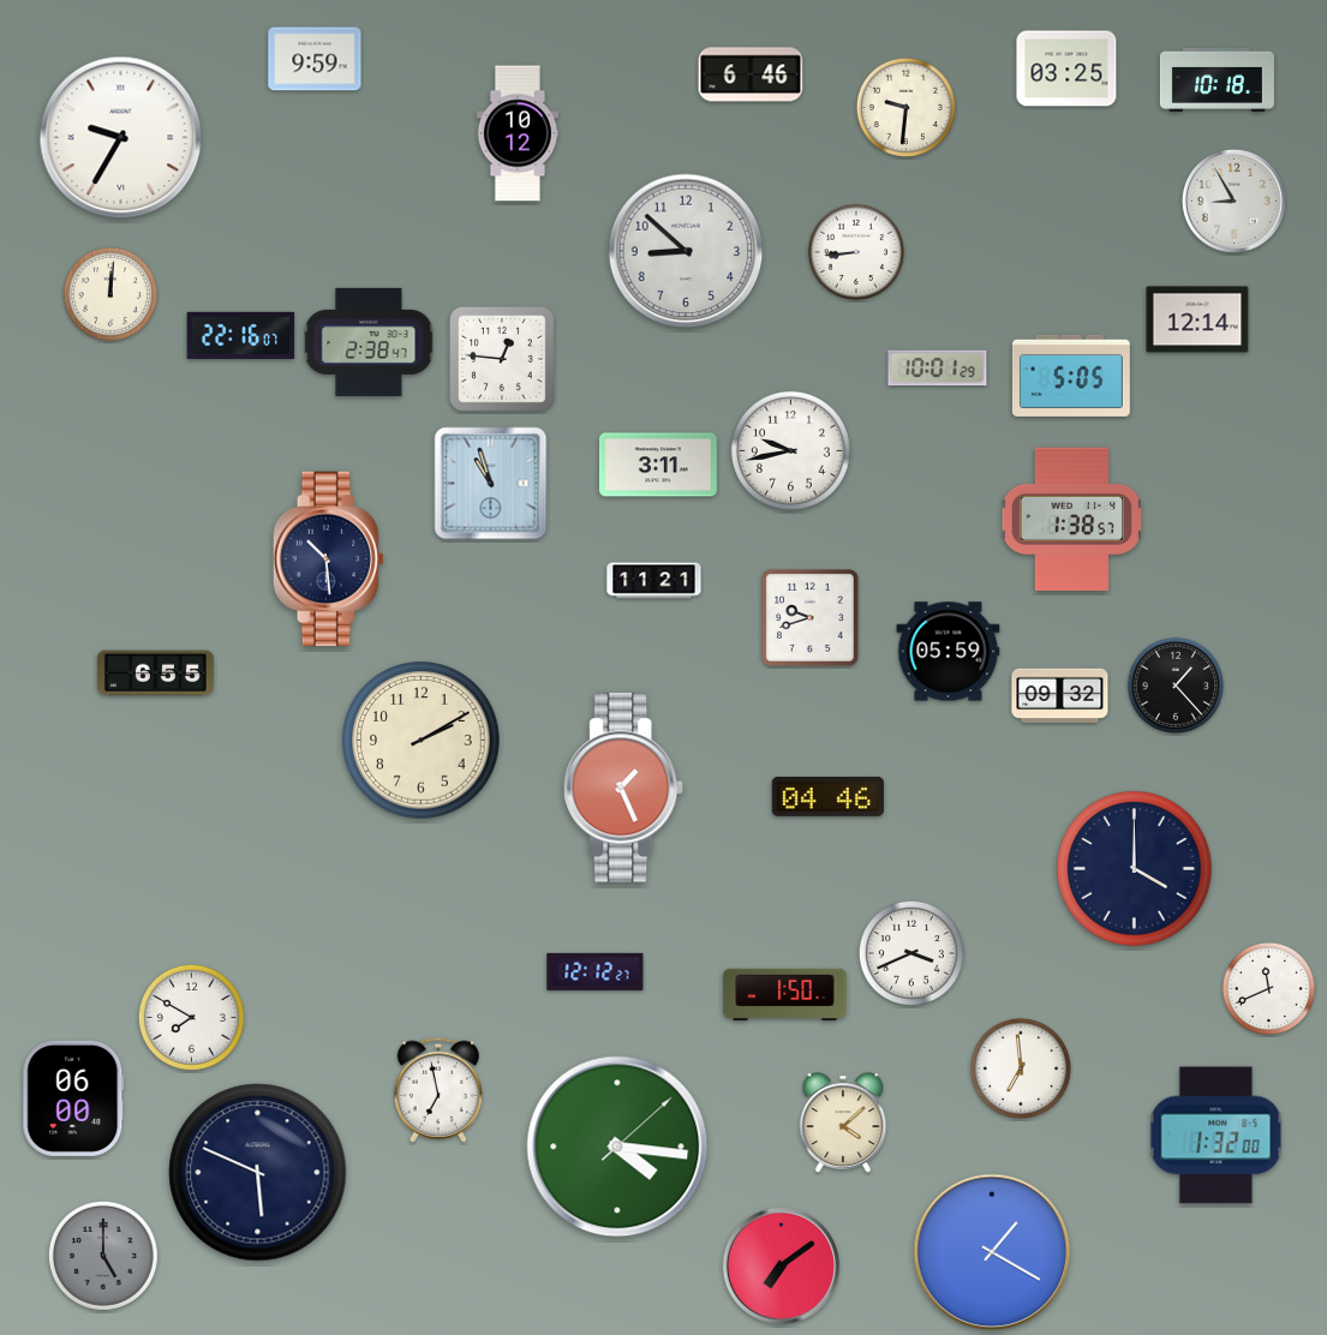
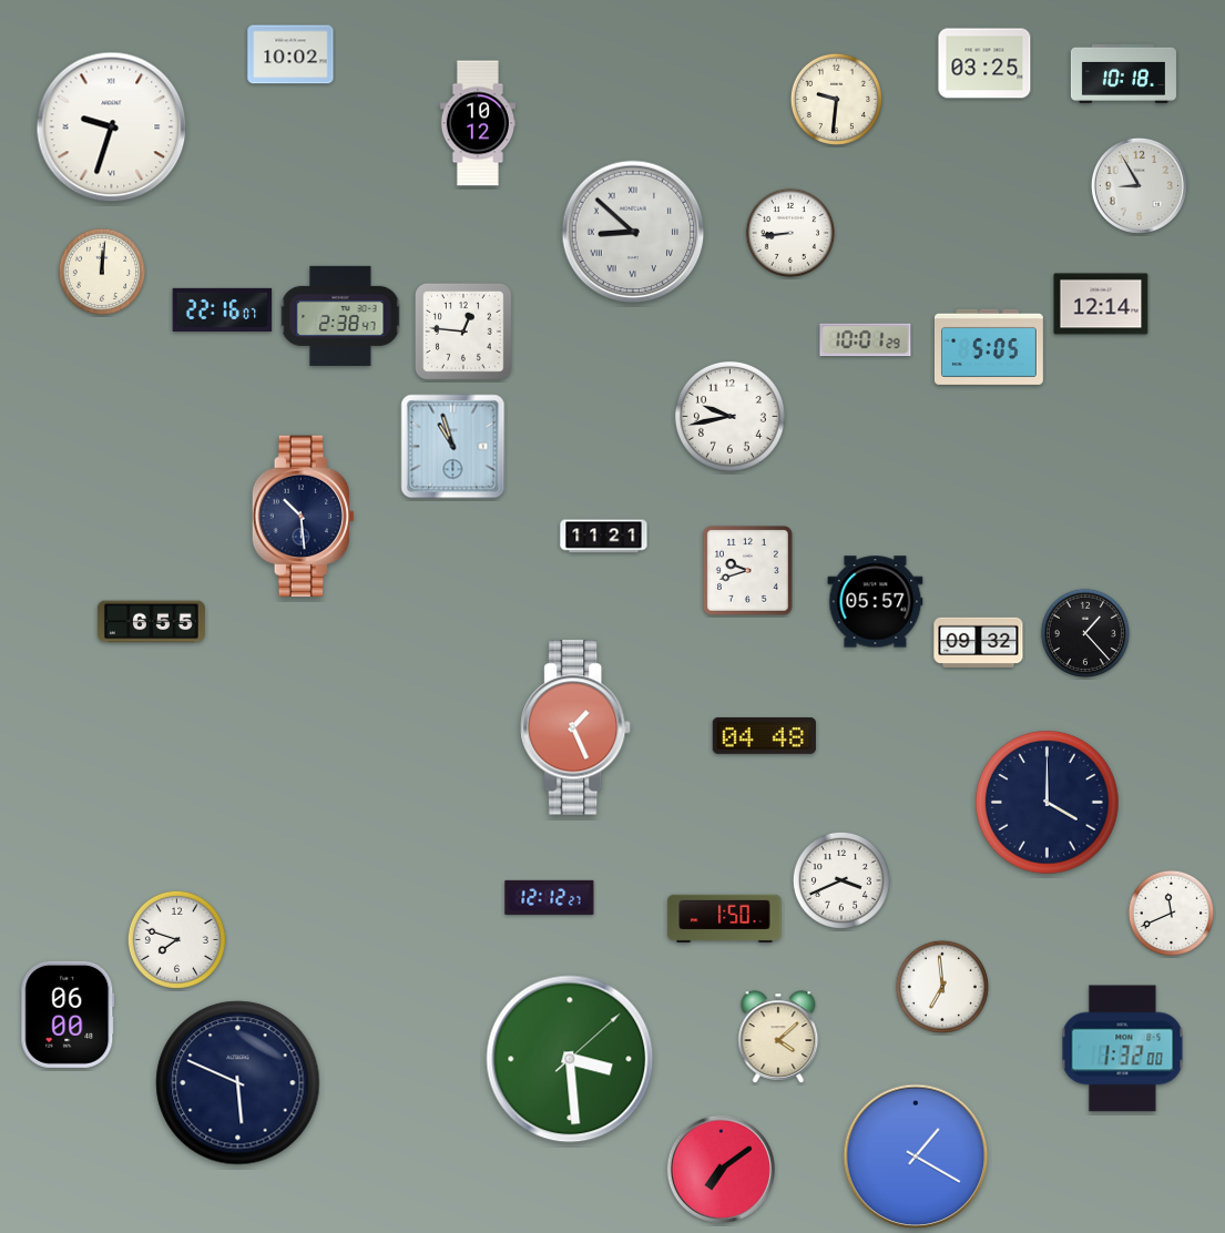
clock at (315, 59): 9:59 -> 10:02
clock at (751, 74): 6:46 -> none
clock at (121, 138): 9:35 -> 9:33
clock at (686, 251) numerals: Arabic -> Roman
clock at (1197, 319) position: (1197, 319) -> (1101, 304)
clock at (658, 465): 3:11 -> none
clock at (1072, 520): 1:38 -> none
clock at (949, 652): 05:59 -> 05:57
clock at (155, 674) position: (155, 674) -> (151, 622)
clock at (422, 741): 2:10 -> none
clock at (827, 796): 04:46 -> 04:48
clock at (191, 1017): 7:50 -> 7:48
clock at (438, 1090): 6:58 -> none
clock at (617, 1147): 4:16 -> 3:29
clock at (103, 1256): 5:00 -> none
